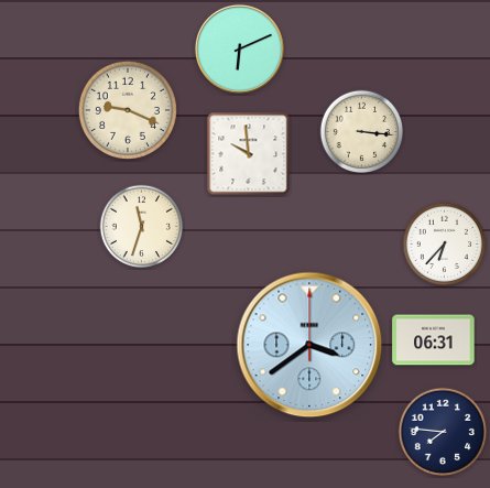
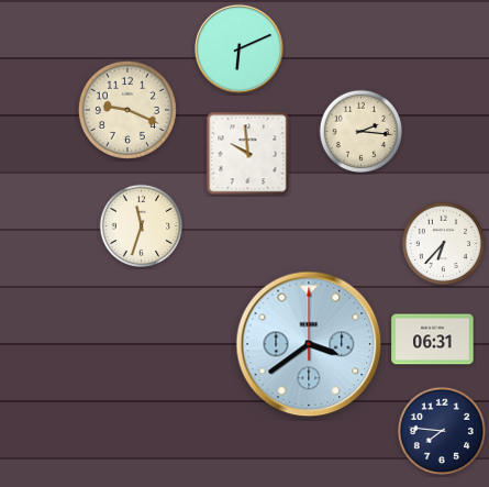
clock at (362, 132): 3:16 -> 2:16
